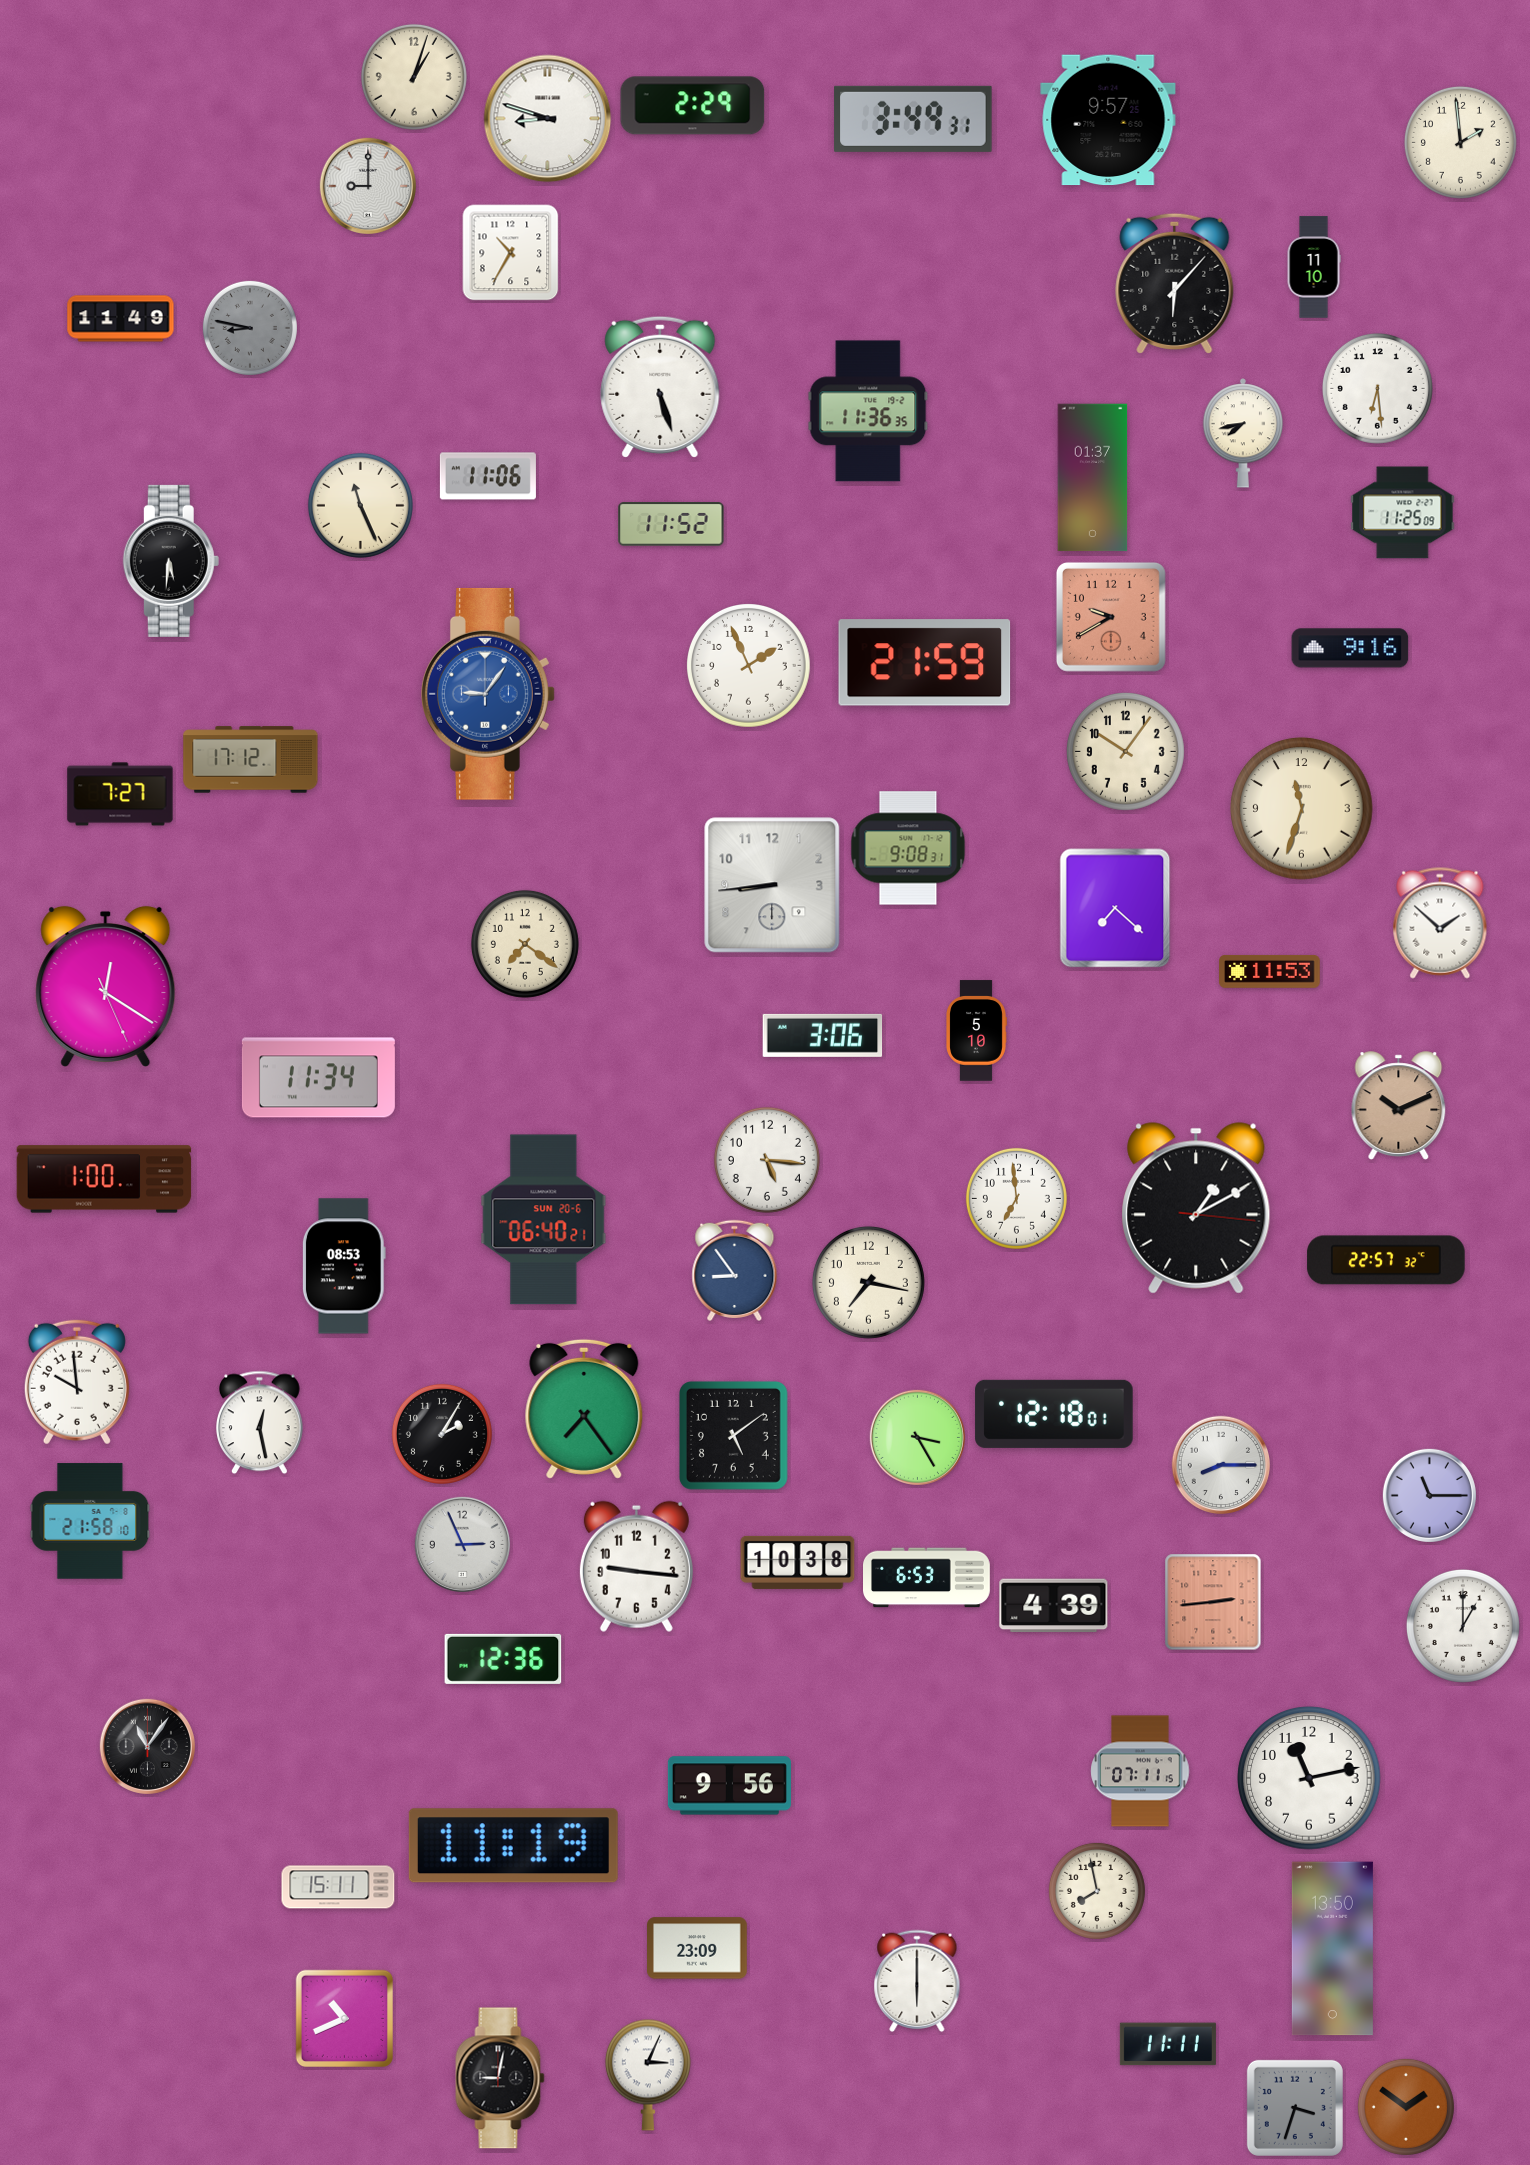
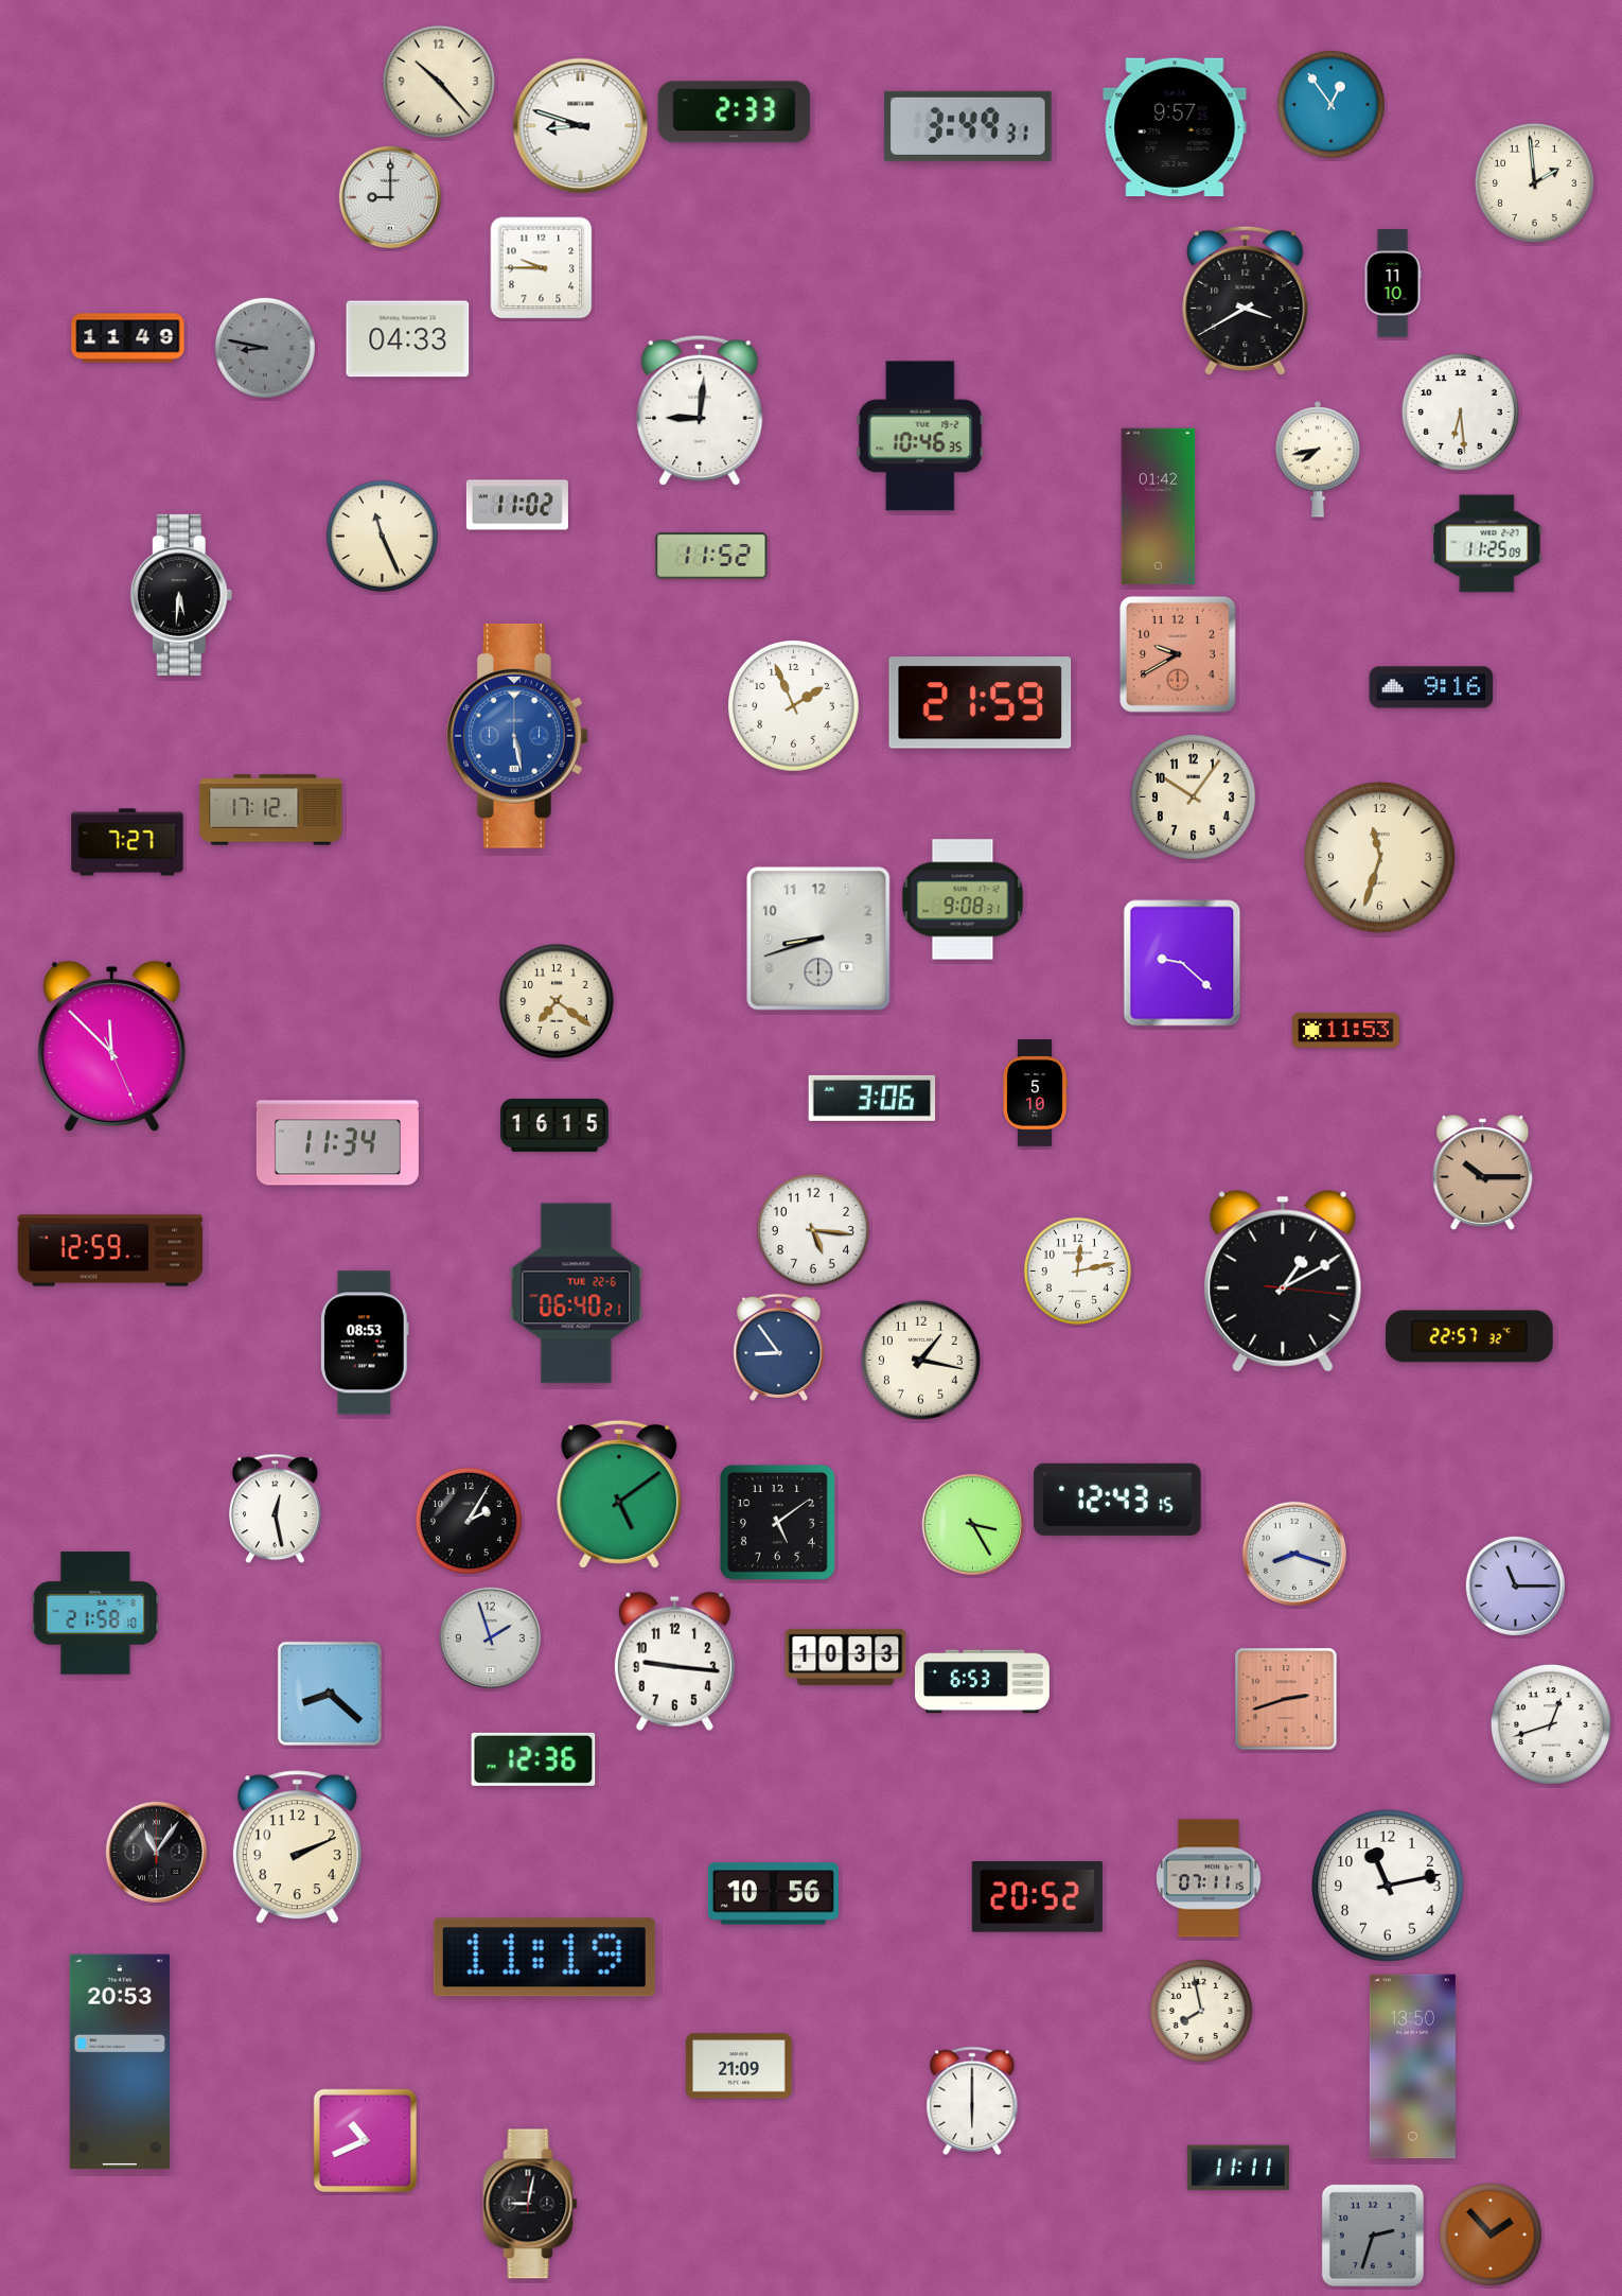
clock at (414, 77): 1:03 -> 10:23
clock at (1330, 104): none -> 12:54
clock at (693, 106): 2:29 -> 2:33
clock at (1460, 142) position: (1460, 142) -> (1534, 182)
clock at (511, 253): 10:35 -> 9:45
clock at (1175, 283): 6:07 -> 3:40
clock at (408, 339): none -> 04:33
clock at (660, 387): 5:27 -> 9:01
clock at (868, 411): 11:36 -> 10:46
clock at (488, 476): 11:06 -> 11:02
clock at (1093, 478): 01:37 -> 01:42
clock at (489, 694): 9:06 -> 5:28
clock at (251, 760) position: (251, 760) -> (271, 810)
clock at (772, 885): 8:44 -> 8:42
clock at (1115, 908): 7:22 -> 9:22
clock at (1440, 923): 1:52 -> none
clock at (106, 986): 12:20 -> 11:52
clock at (554, 1125): none -> 16:15
clock at (1399, 1106): 10:11 -> 10:15
clock at (104, 1179): 1:00 -> 12:59
clock at (1016, 1198): 6:59 -> 12:13
clock at (1196, 1208) position: (1196, 1208) -> (1283, 1281)
clock at (544, 1220) date: SUN 20-6 -> TUE 22-6
clock at (868, 1282): 7:17 -> 1:17
clock at (77, 1382): 9:59 -> none
clock at (584, 1409): 7:24 -> 5:09
clock at (1054, 1414): 12:18 -> 12:43
clock at (1220, 1464): 8:15 -> 8:18
clock at (462, 1544): 2:56 -> 1:57
clock at (798, 1562): 10:38 -> 10:33
clock at (927, 1578) position: (927, 1578) -> (983, 1682)
clock at (330, 1694): none -> 8:22
clock at (1213, 1602): 2:44 -> 2:42
clock at (1054, 1606): 4:39 -> none
clock at (1463, 1626): 1:00 -> 12:42
clock at (297, 1847): none -> 2:11
clock at (729, 1786): 9:56 -> 10:56
clock at (1037, 1897): none -> 20:52
clock at (338, 1887): 15:11 -> none
clock at (1097, 1891) position: (1097, 1891) -> (1201, 2011)
clock at (120, 2062): none -> 20:53
clock at (698, 1948): 23:09 -> 21:09
clock at (648, 2075): 3:04 -> none
clock at (1406, 2107): 1:51 -> 1:53
clock at (1295, 2108): 3:33 -> 2:33
